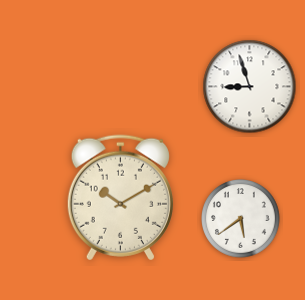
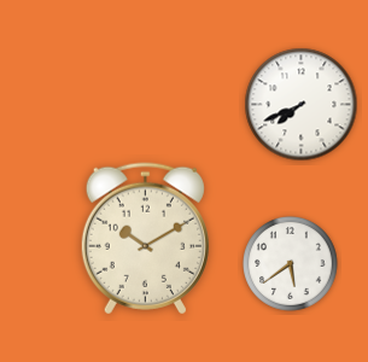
clock at (250, 87): 8:57 -> 7:41
